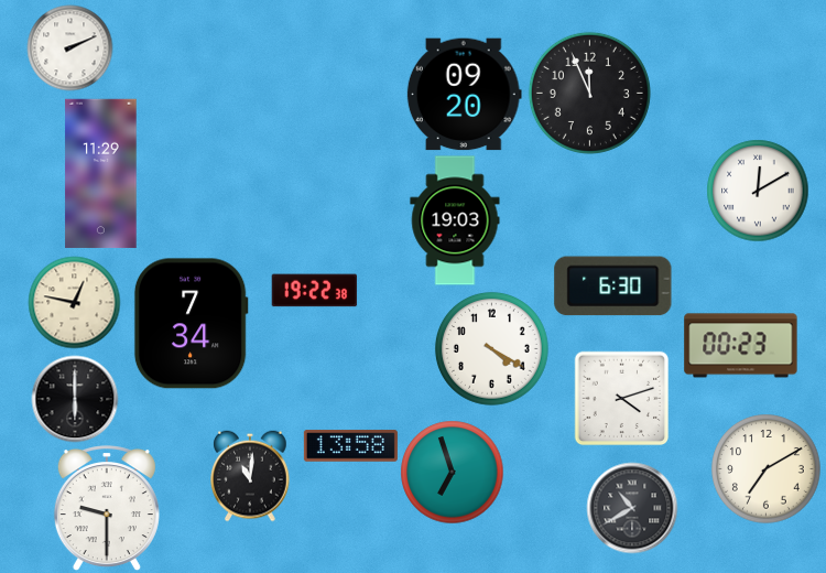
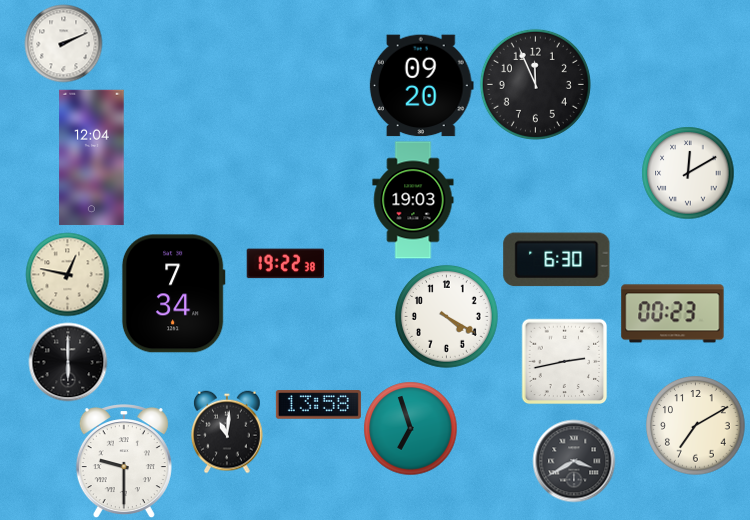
clock at (101, 174): 11:29 -> 12:04
clock at (621, 398): 4:12 -> 2:43
clock at (107, 508) position: (107, 508) -> (124, 461)
clock at (632, 508): 10:40 -> 3:40
